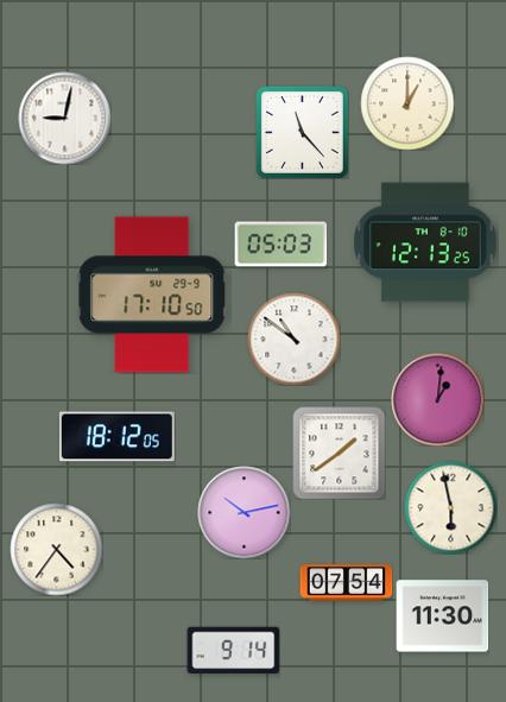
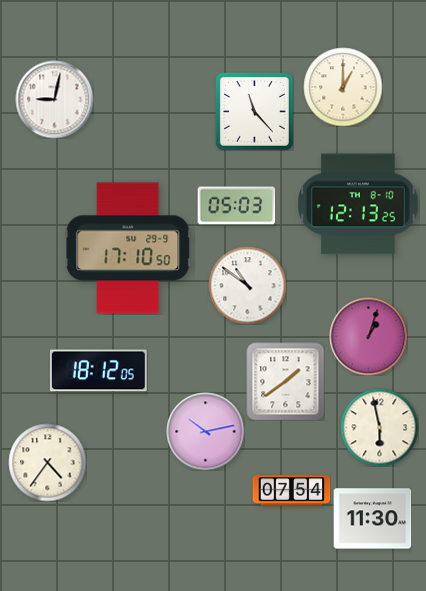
clock at (437, 399): 1:01 -> 1:03
clock at (116, 437) position: (116, 437) -> (98, 371)
clock at (233, 651): 9:14 -> none
